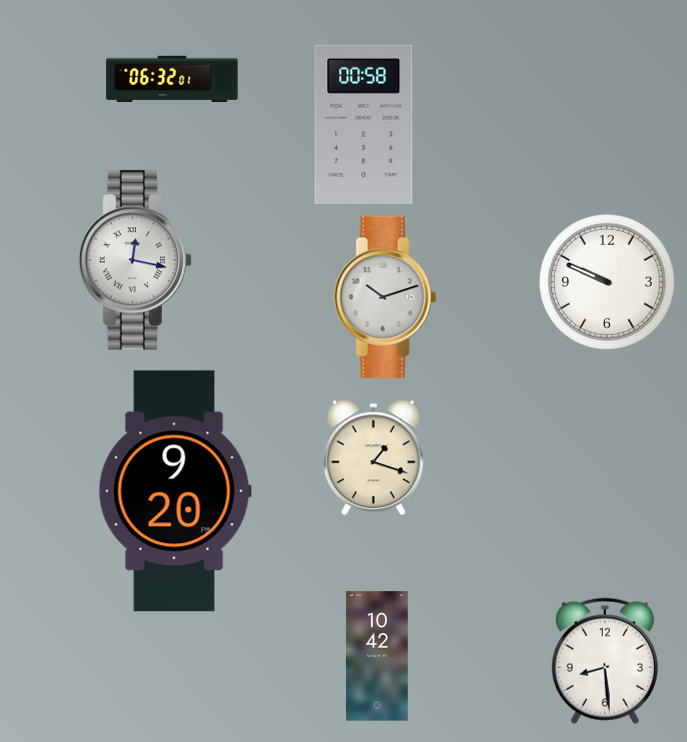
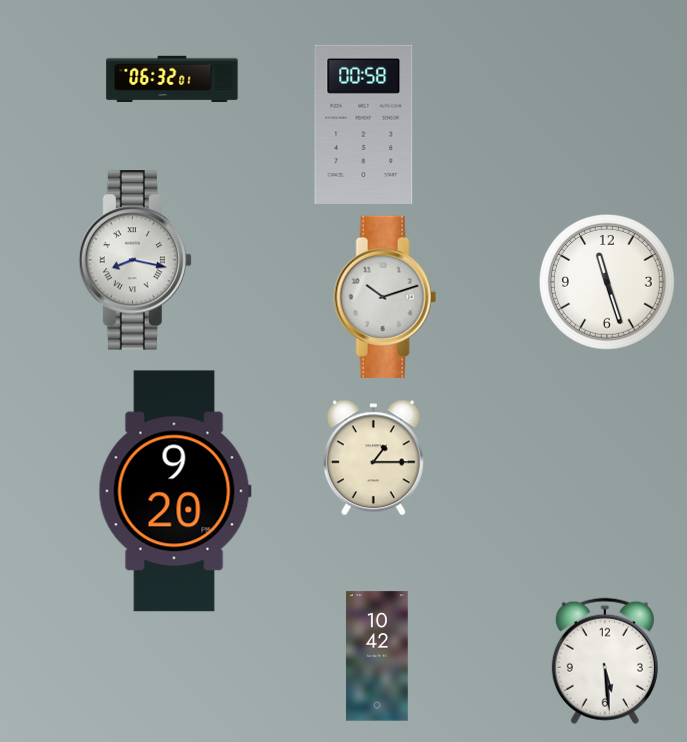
clock at (135, 260): 12:17 -> 8:17
clock at (608, 283): 9:49 -> 11:27
clock at (373, 458): 1:18 -> 1:15
clock at (605, 661): 8:29 -> 5:29
